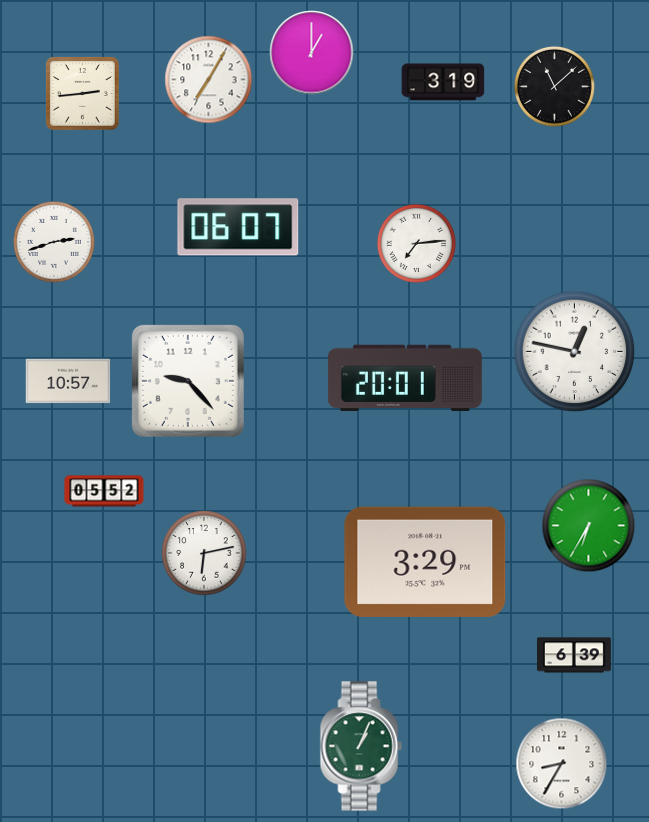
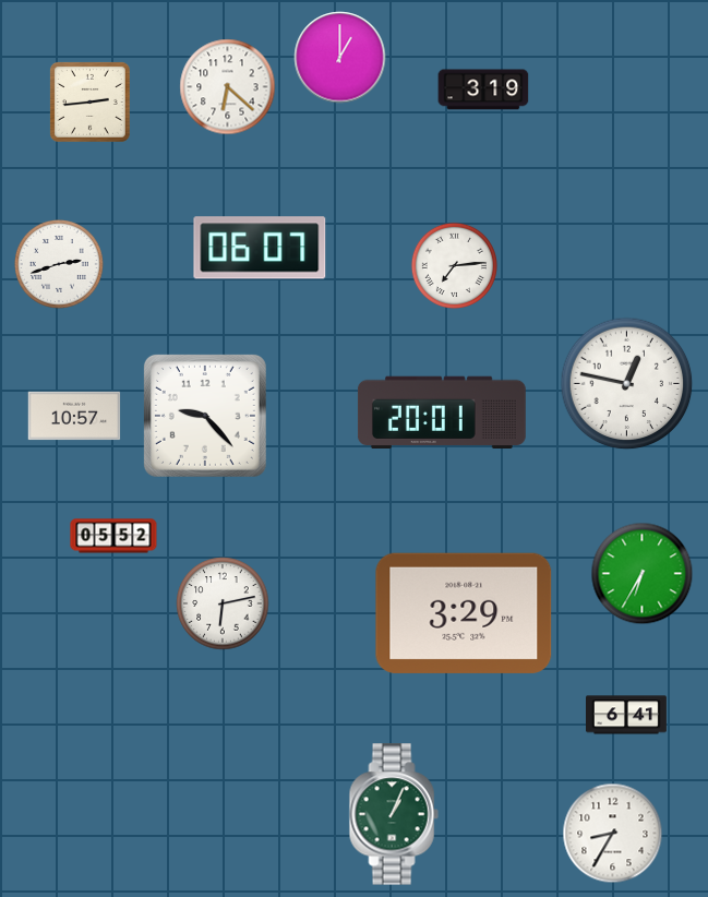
clock at (209, 80): 7:05 -> 6:22
clock at (554, 86): 11:08 -> none
clock at (575, 655): 6:39 -> 6:41
